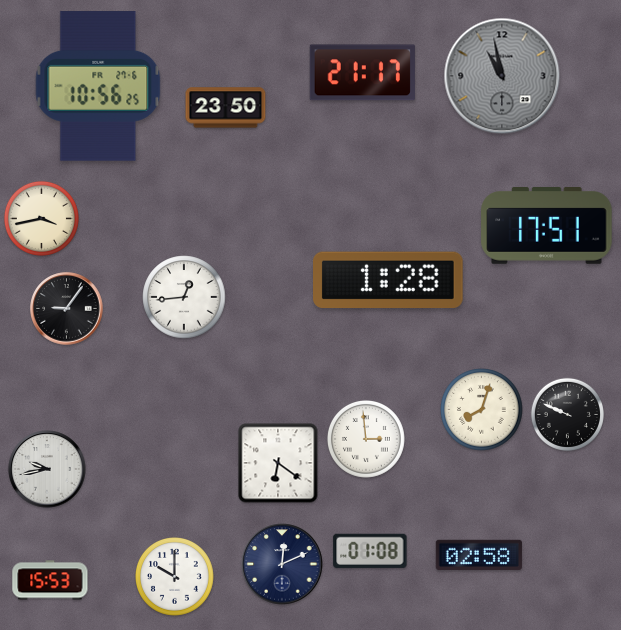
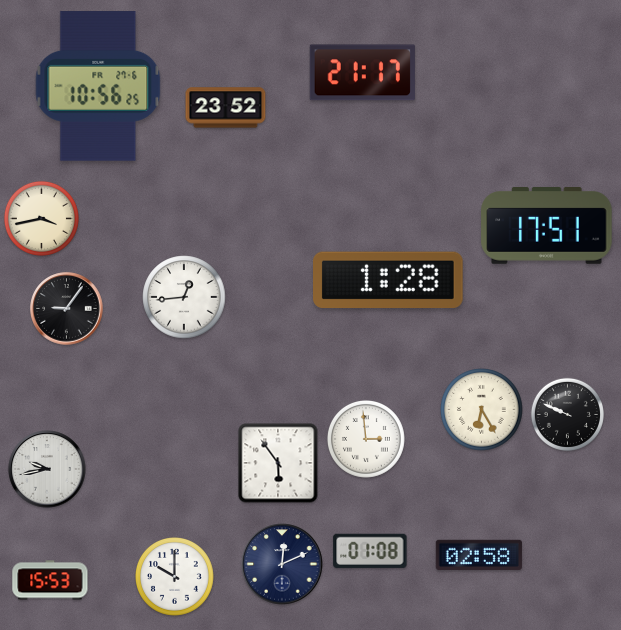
clock at (502, 76): 10:58 -> none
clock at (226, 108): 23:50 -> 23:52
clock at (482, 410): 8:03 -> 6:25
clock at (278, 463): 6:21 -> 5:54
